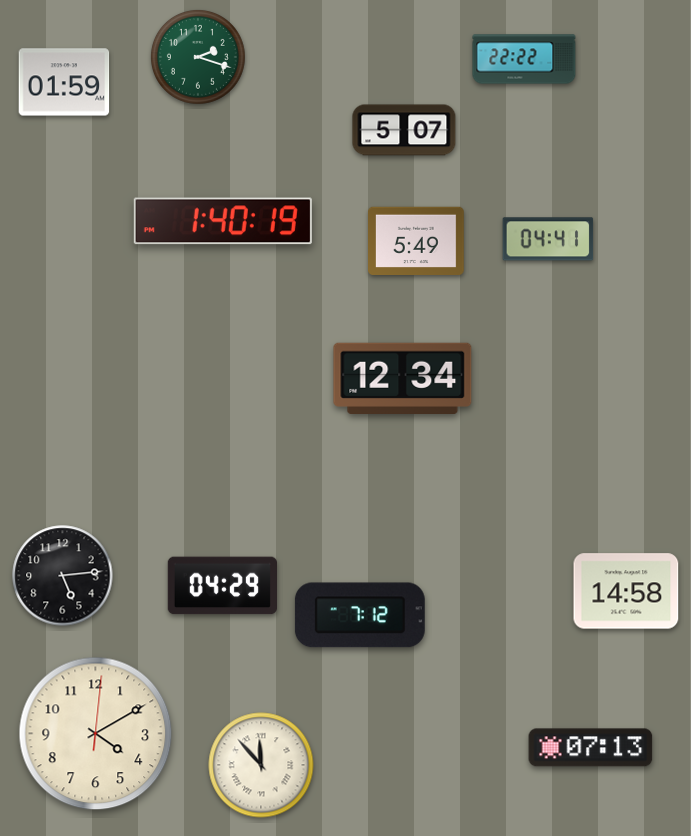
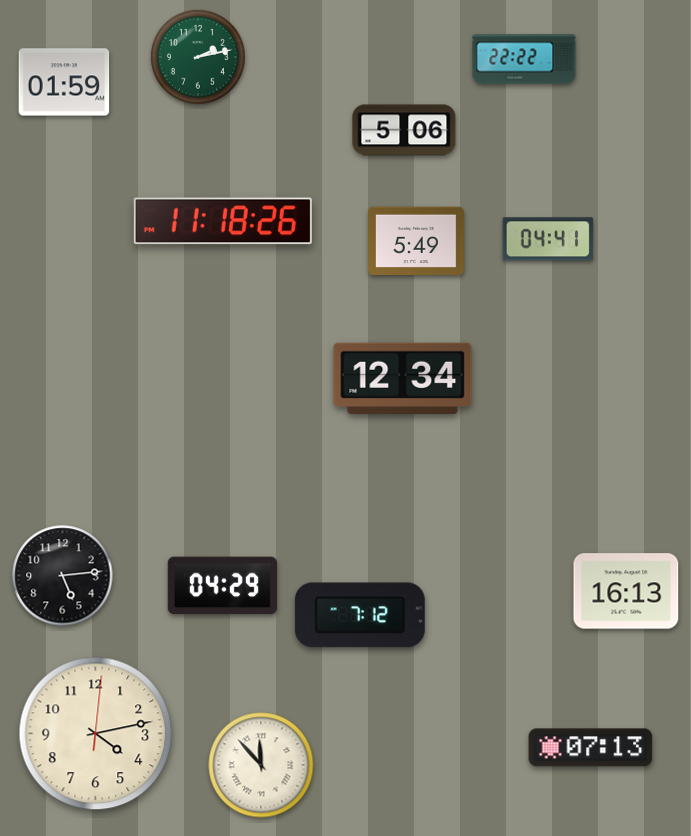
clock at (198, 57): 2:18 -> 2:13
clock at (404, 130): 5:07 -> 5:06
clock at (223, 221): 1:40 -> 11:18
clock at (626, 591): 14:58 -> 16:13
clock at (96, 734): 4:10 -> 4:13
